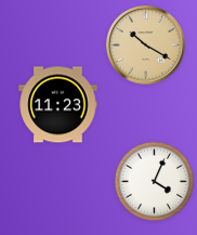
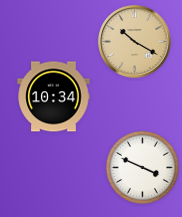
clock at (58, 105): 11:23 -> 10:34
clock at (154, 181): 4:04 -> 3:49
